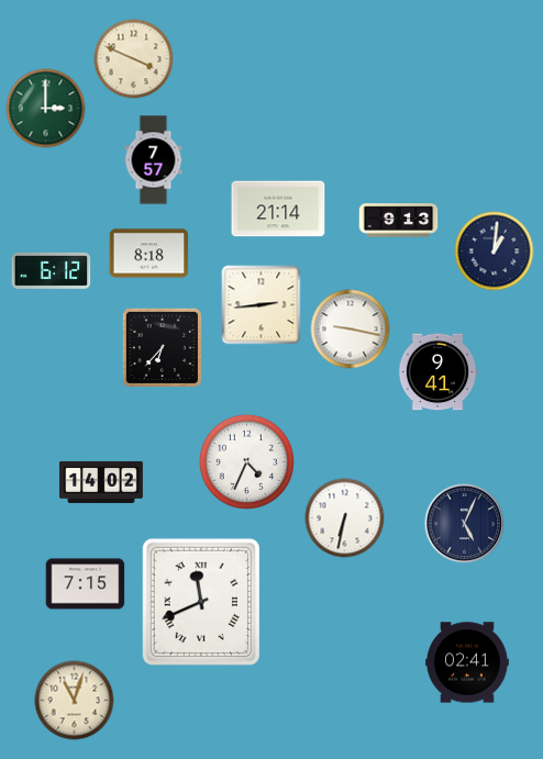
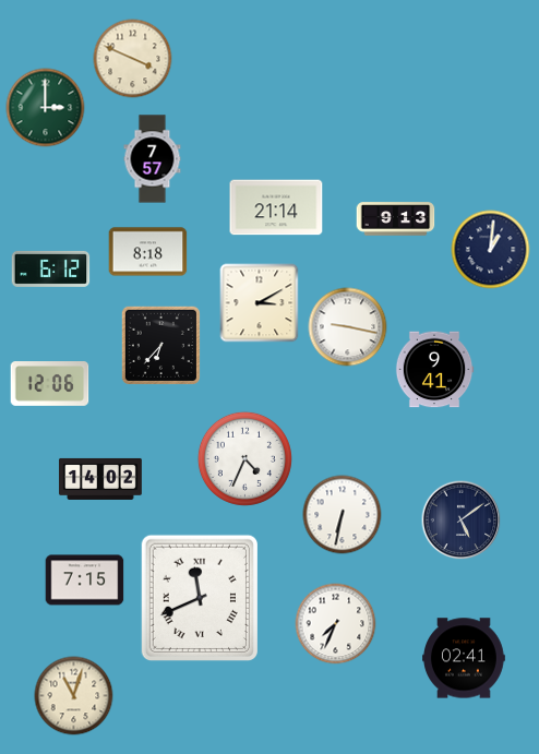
clock at (262, 305): 2:44 -> 3:10
clock at (50, 384): none -> 12:06
clock at (465, 524): 5:04 -> 5:09
clock at (336, 624): none -> 7:34
